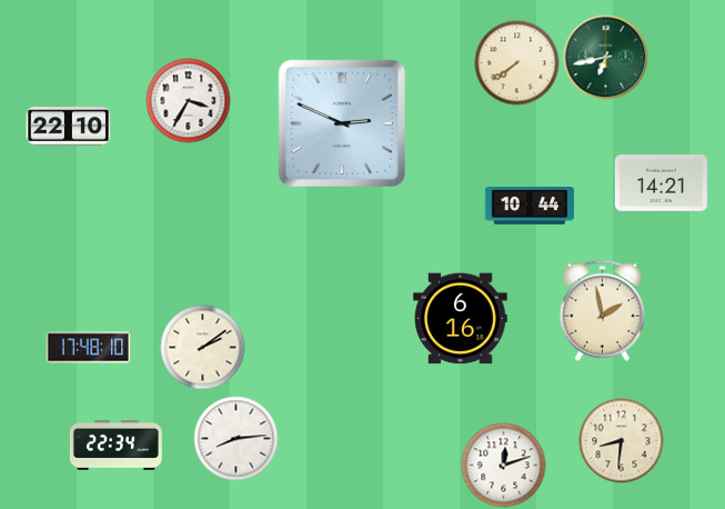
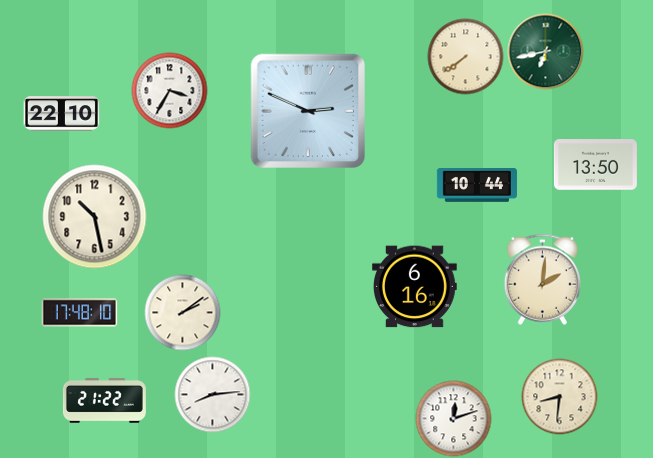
clock at (661, 183): 14:21 -> 13:50
clock at (95, 217): none -> 10:28
clock at (602, 310): 1:58 -> 2:01
clock at (115, 445): 22:34 -> 21:22
